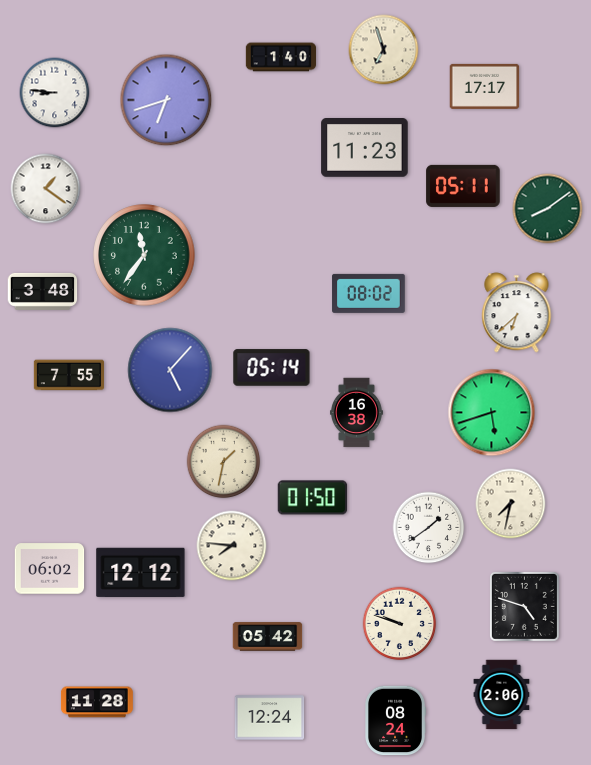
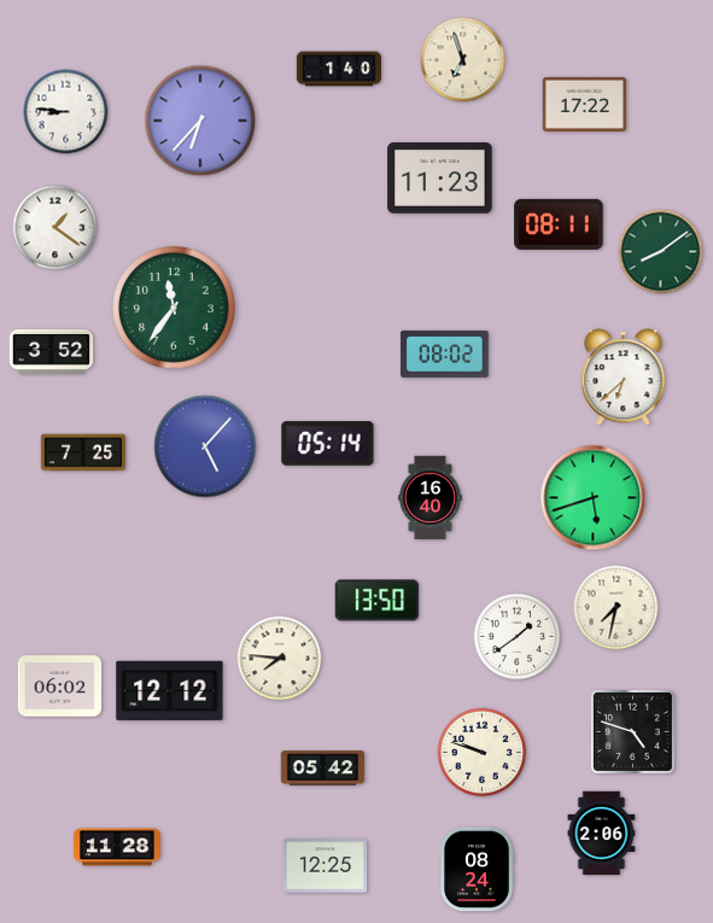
clock at (485, 86): 17:17 -> 17:22
clock at (166, 100): 6:42 -> 6:37
clock at (463, 186): 05:11 -> 08:11
clock at (43, 291): 3:48 -> 3:52
clock at (68, 375): 7:55 -> 7:25
clock at (356, 413): 16:38 -> 16:40
clock at (224, 462): 1:32 -> none
clock at (313, 498): 01:50 -> 13:50
clock at (502, 695) position: (502, 695) -> (602, 834)
clock at (270, 718): 12:24 -> 12:25
